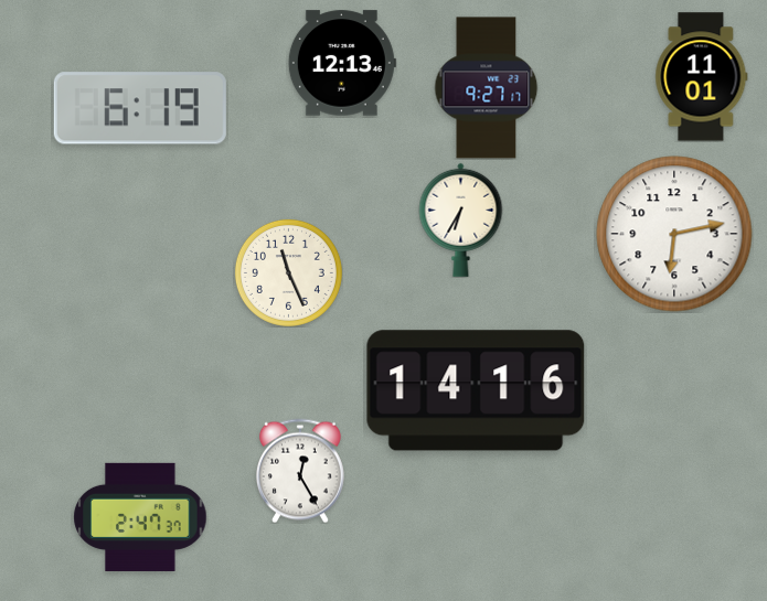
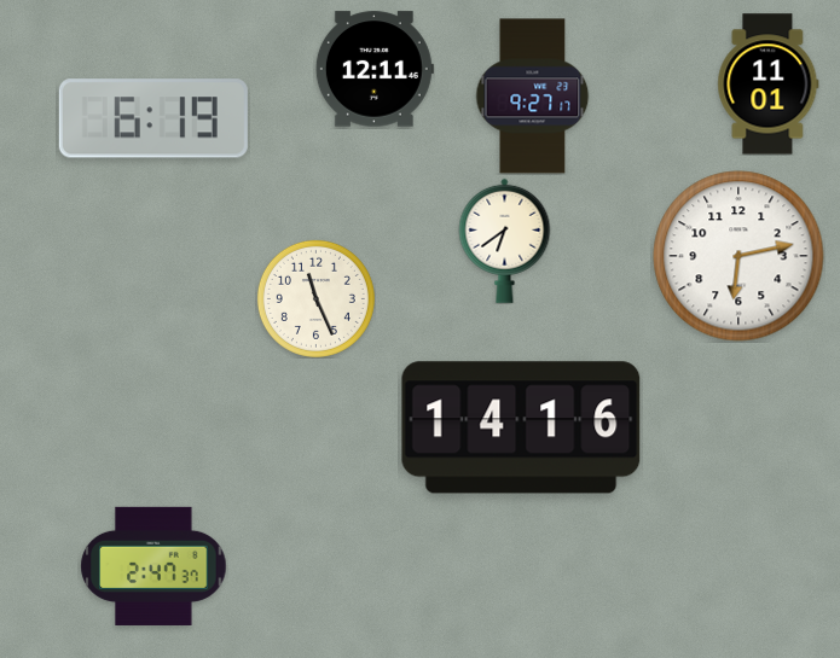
clock at (342, 63): 12:13 -> 12:11
clock at (461, 219): 6:35 -> 6:39
clock at (300, 471): 12:25 -> none
